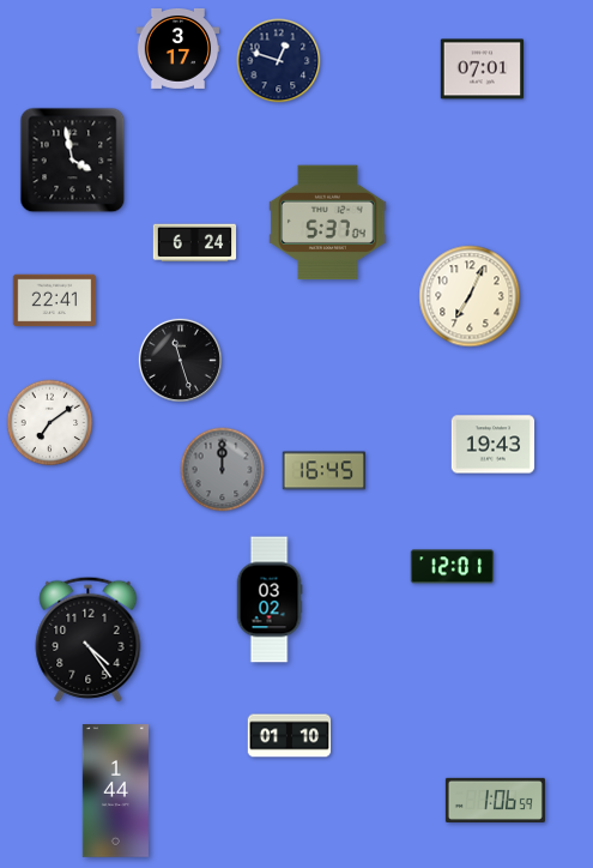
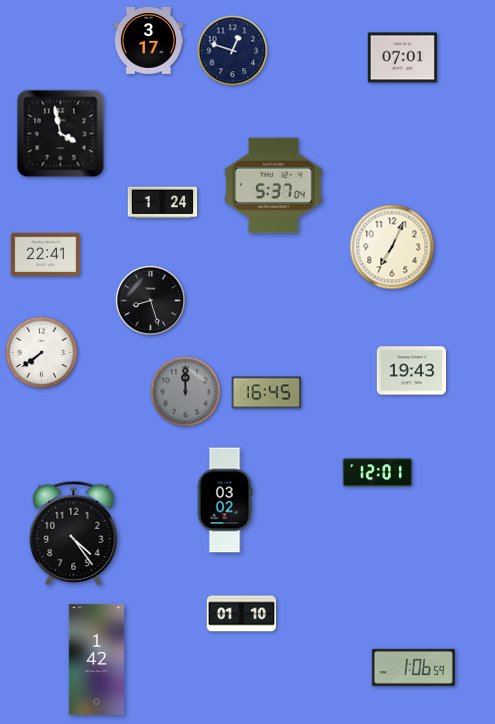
clock at (195, 243): 6:24 -> 1:24
clock at (55, 301) position: (55, 301) -> (46, 255)
clock at (180, 360): 11:27 -> 8:27
clock at (50, 423): 7:09 -> 7:39
clock at (325, 471) position: (325, 471) -> (267, 393)
clock at (115, 791): 1:44 -> 1:42
